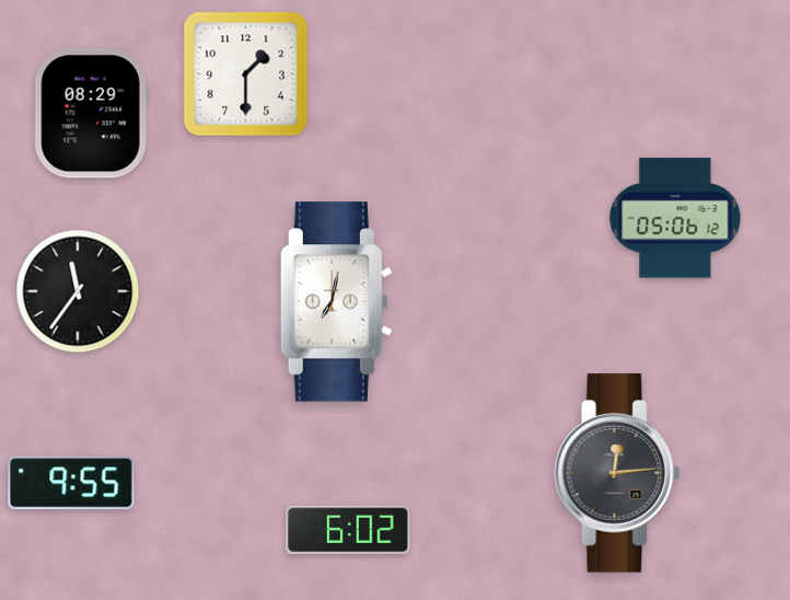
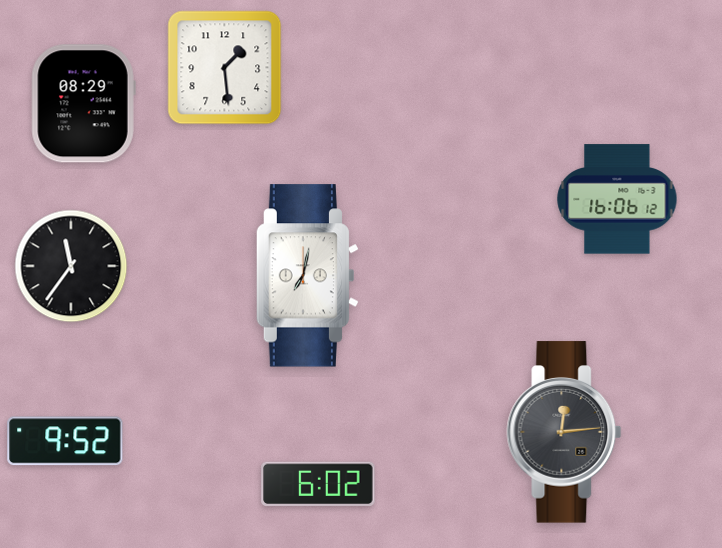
clock at (246, 74): 1:30 -> 1:29
clock at (675, 218): 05:06 -> 16:06
clock at (71, 483): 9:55 -> 9:52
